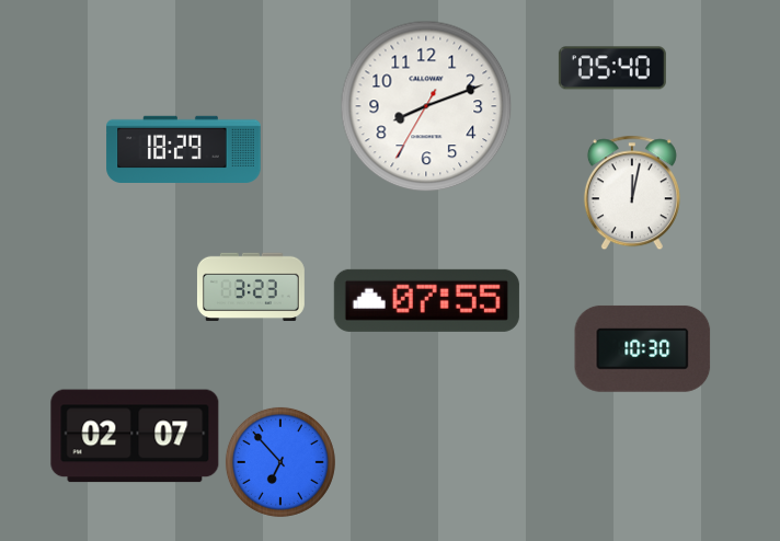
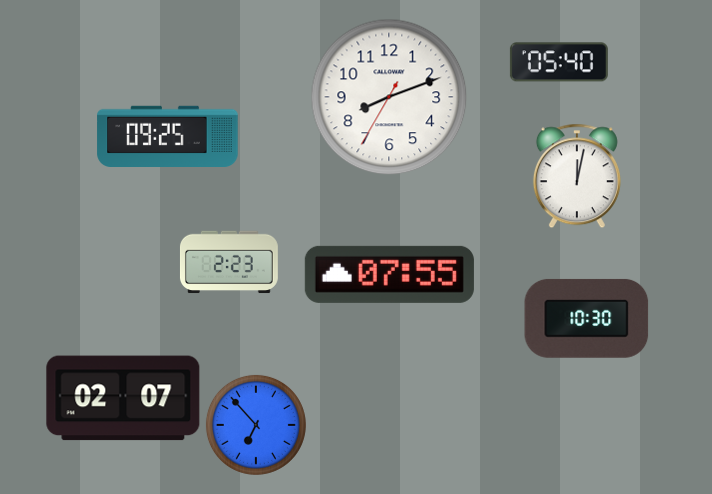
clock at (184, 149): 18:29 -> 09:25
clock at (251, 287): 3:23 -> 2:23
clock at (280, 462) position: (280, 462) -> (256, 425)
